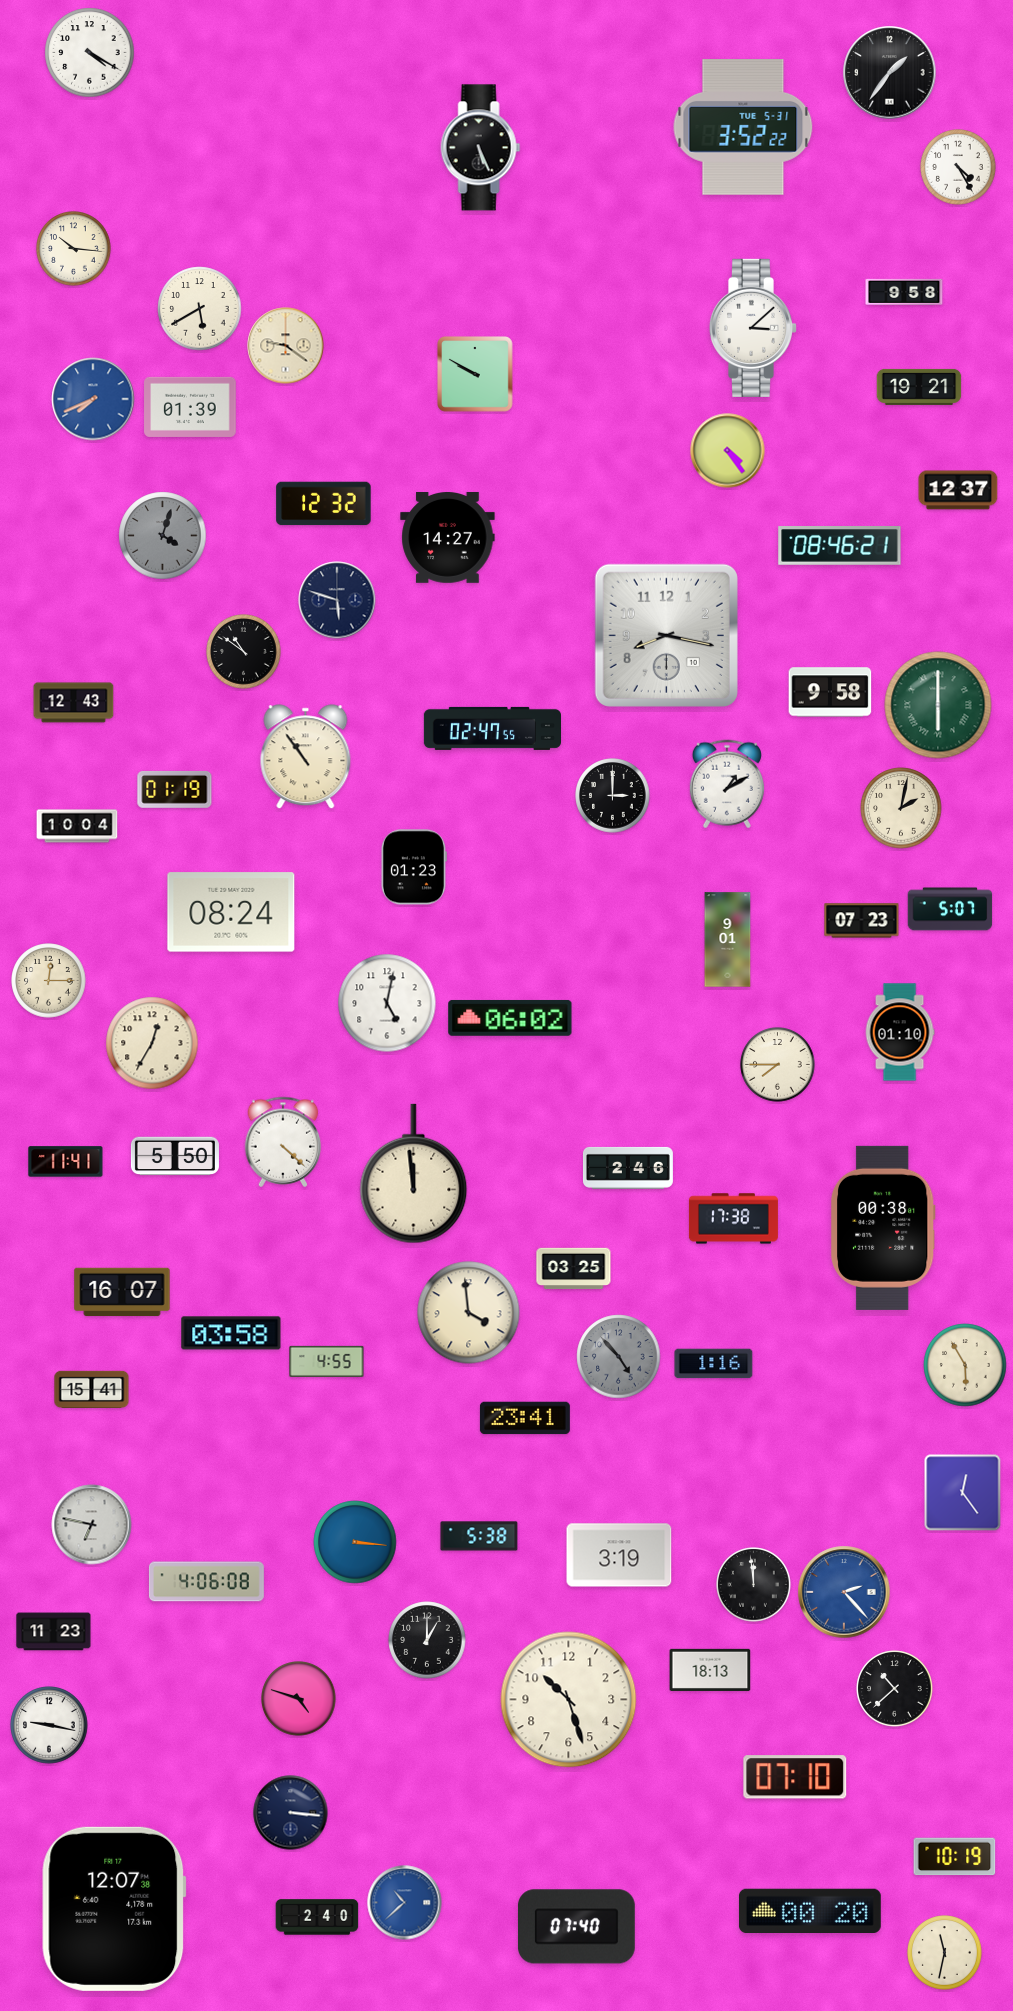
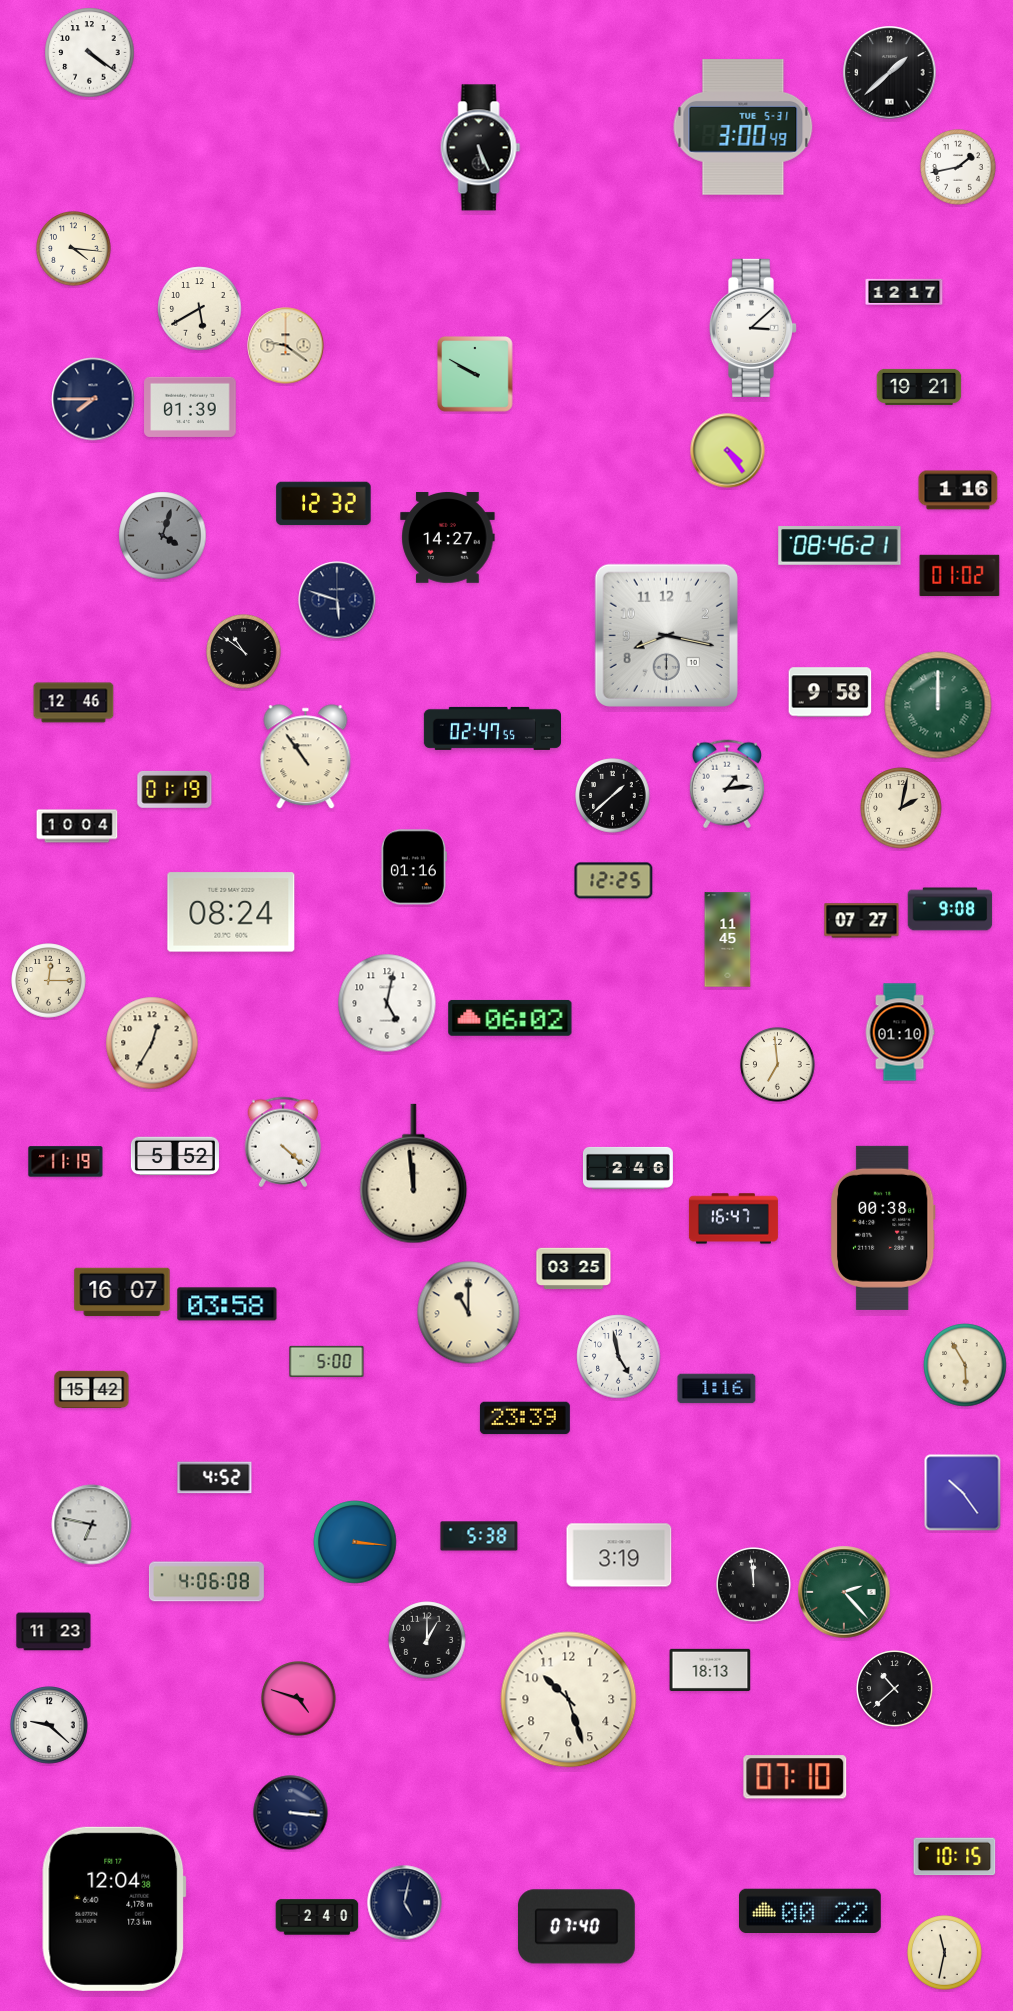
clock at (90, 53): 4:20 -> 4:21
clock at (890, 73): 1:36 -> 1:38
clock at (743, 127): 3:52 -> 3:00
clock at (958, 167): 4:25 -> 1:43
clock at (74, 249): 10:16 -> 4:16
clock at (904, 292): 9:58 -> 12:17
clock at (93, 399): 7:41 -> 7:45
clock at (93, 399) dial: blue -> navy
clock at (958, 490): 12:37 -> 1:16
clock at (960, 575): none -> 01:02
clock at (74, 703): 12:43 -> 12:46
clock at (938, 705): 6:00 -> 12:00
clock at (727, 784): 1:10 -> 1:14
clock at (613, 796): 3:00 -> 1:38
clock at (414, 867): 01:23 -> 01:16
clock at (614, 881): none -> 12:25
clock at (950, 909): 5:07 -> 9:08
clock at (862, 921): 07:23 -> 07:27
clock at (728, 940): 9:01 -> 11:45
clock at (778, 1065): 7:45 -> 6:59
clock at (175, 1156): 5:50 -> 5:52
clock at (66, 1162): 11:41 -> 11:19
clock at (733, 1219): 17:38 -> 16:47
clock at (469, 1313): 3:59 -> 11:00
clock at (231, 1333) position: (231, 1333) -> (227, 1304)
clock at (619, 1357): 4:53 -> 4:58
clock at (619, 1357) dial: grey -> white
clock at (327, 1361): 4:55 -> 5:00
clock at (714, 1364) position: (714, 1364) -> (717, 1389)
clock at (92, 1389): 15:41 -> 15:42
clock at (525, 1418): 23:41 -> 23:39
clock at (215, 1478): none -> 4:52
clock at (963, 1493): 12:24 -> 10:24
clock at (844, 1592) dial: blue -> green
clock at (49, 1725): 9:17 -> 9:22
clock at (955, 1857): 10:19 -> 10:15
clock at (405, 1903): 10:38 -> 5:02
clock at (405, 1903) dial: blue -> navy
clock at (114, 1909): 12:07 -> 12:04
clock at (810, 1910): 00:20 -> 00:22
